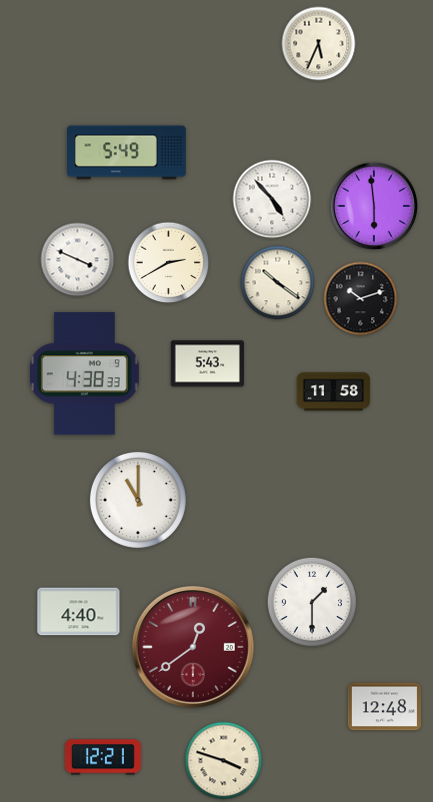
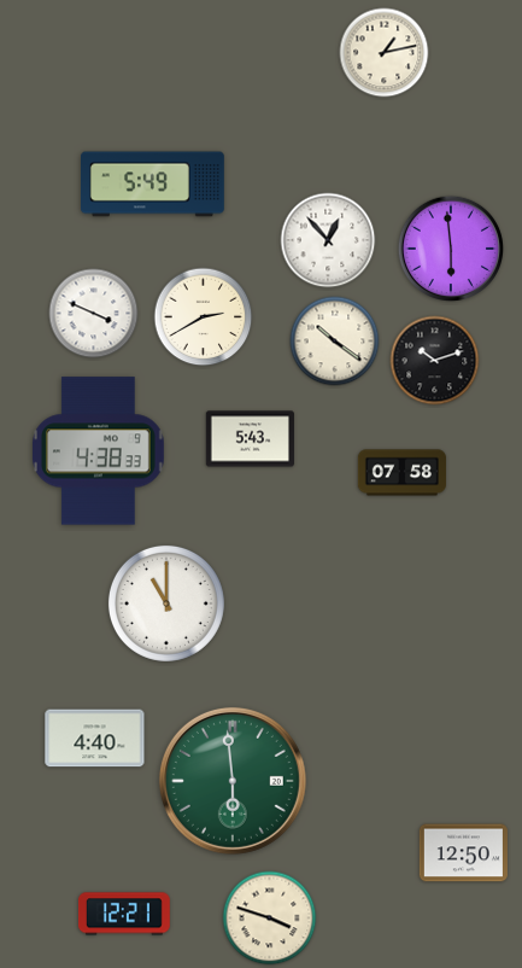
clock at (319, 44): 5:34 -> 1:13
clock at (272, 199): 4:53 -> 12:53
clock at (84, 374) position: (84, 374) -> (98, 451)
clock at (333, 392): 11:58 -> 07:58
clock at (311, 601): 1:30 -> none
clock at (193, 647): 12:39 -> 5:59
clock at (193, 647) dial: burgundy -> green
clock at (384, 707): 12:48 -> 12:50
